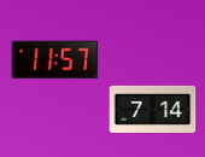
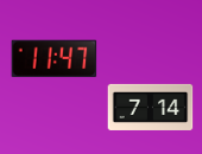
clock at (55, 60): 11:57 -> 11:47
